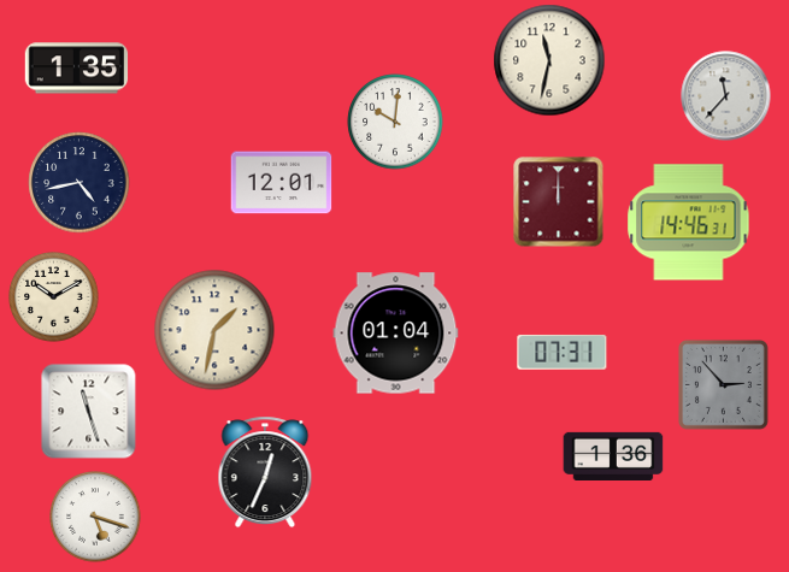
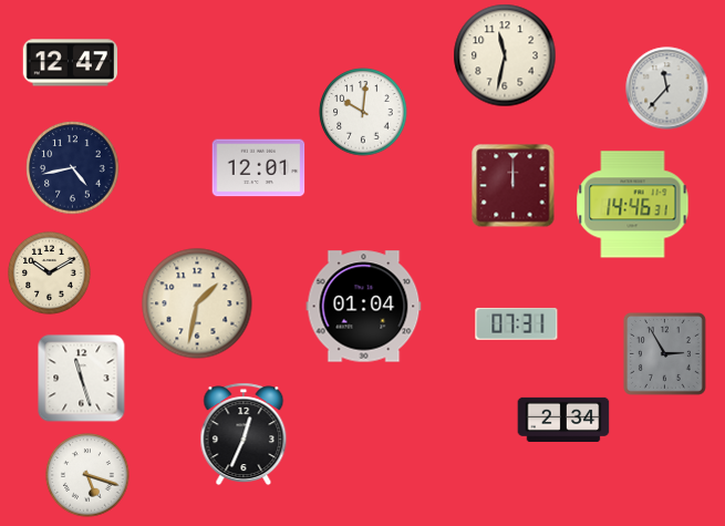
clock at (77, 69): 1:35 -> 12:47
clock at (723, 384): 2:53 -> 2:55
clock at (613, 455): 1:36 -> 2:34
